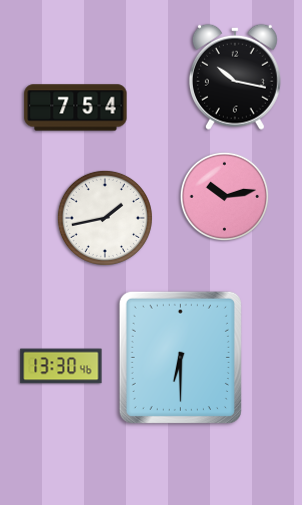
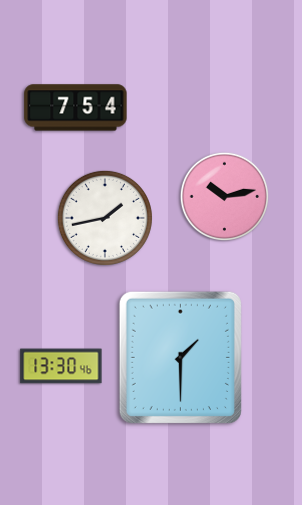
clock at (235, 77): 10:17 -> none
clock at (180, 357): 6:30 -> 1:30
